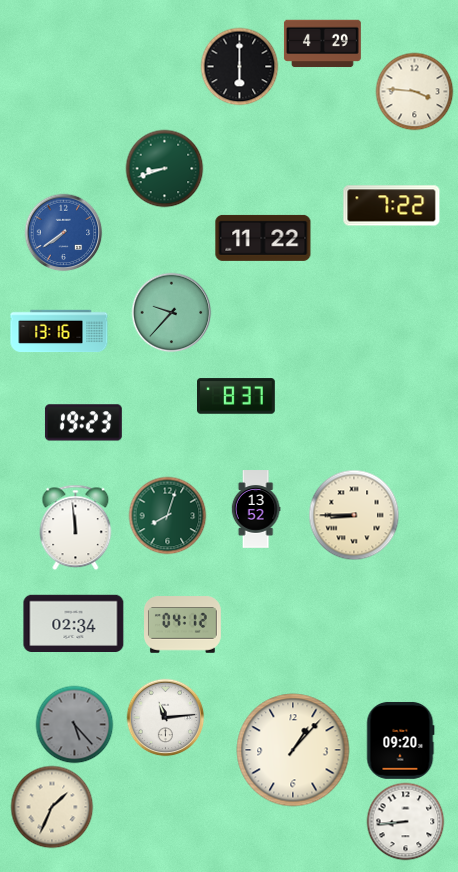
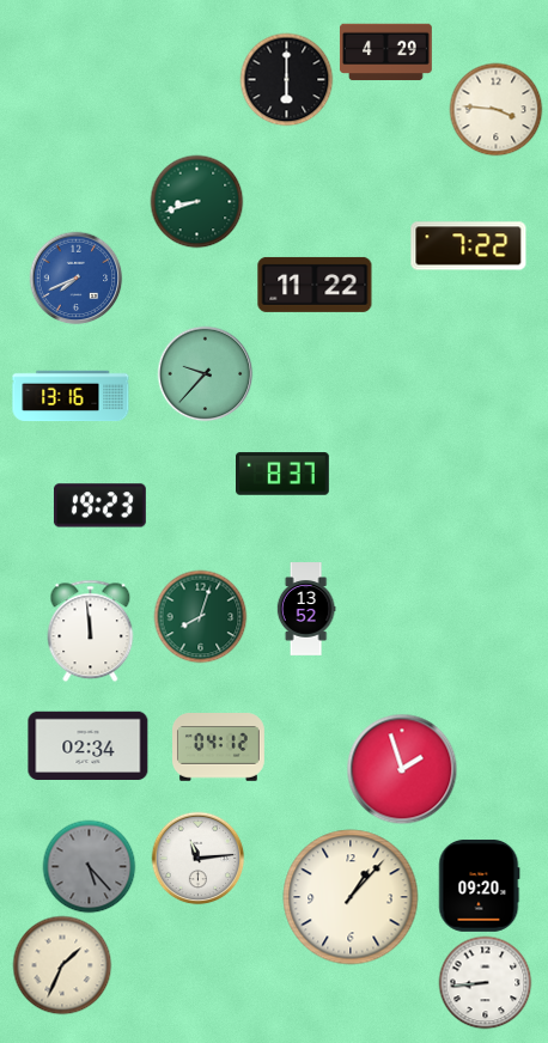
clock at (63, 232): 7:39 -> 7:41
clock at (354, 515): 8:45 -> none
clock at (402, 769): none -> 1:57
